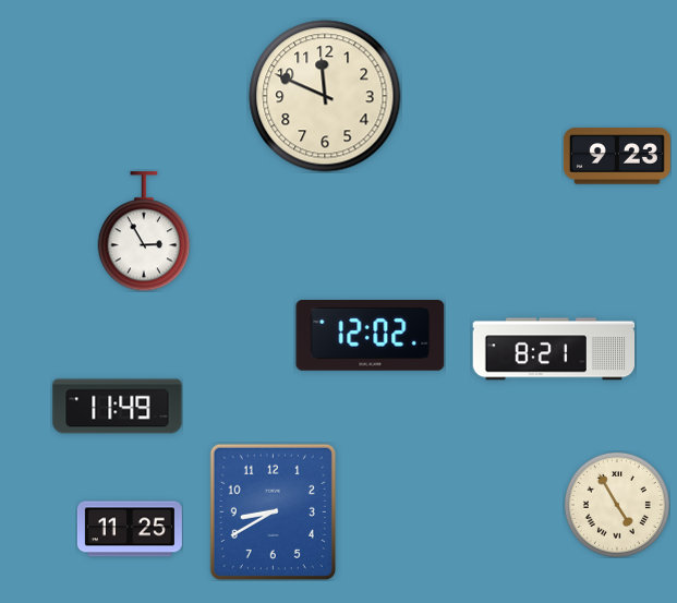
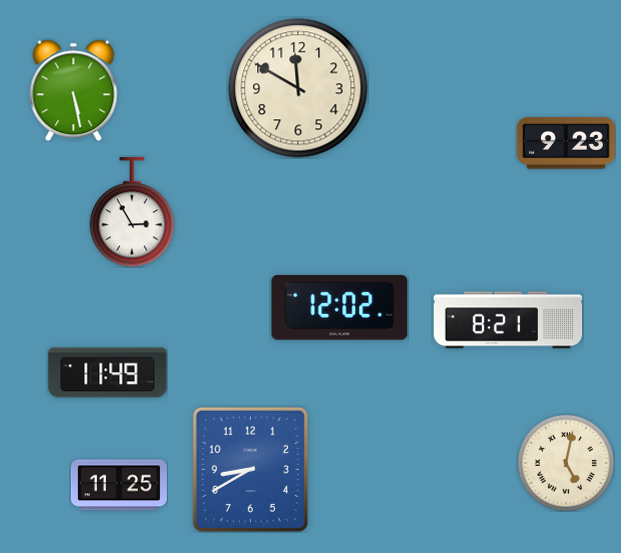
clock at (325, 96): 11:49 -> 11:50
clock at (74, 90): none -> 5:28
clock at (617, 505): 4:55 -> 5:02
